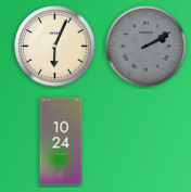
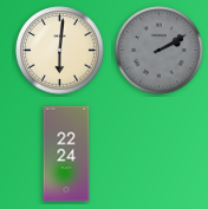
clock at (55, 47): 6:04 -> 6:01
clock at (61, 141): 10:24 -> 22:24
